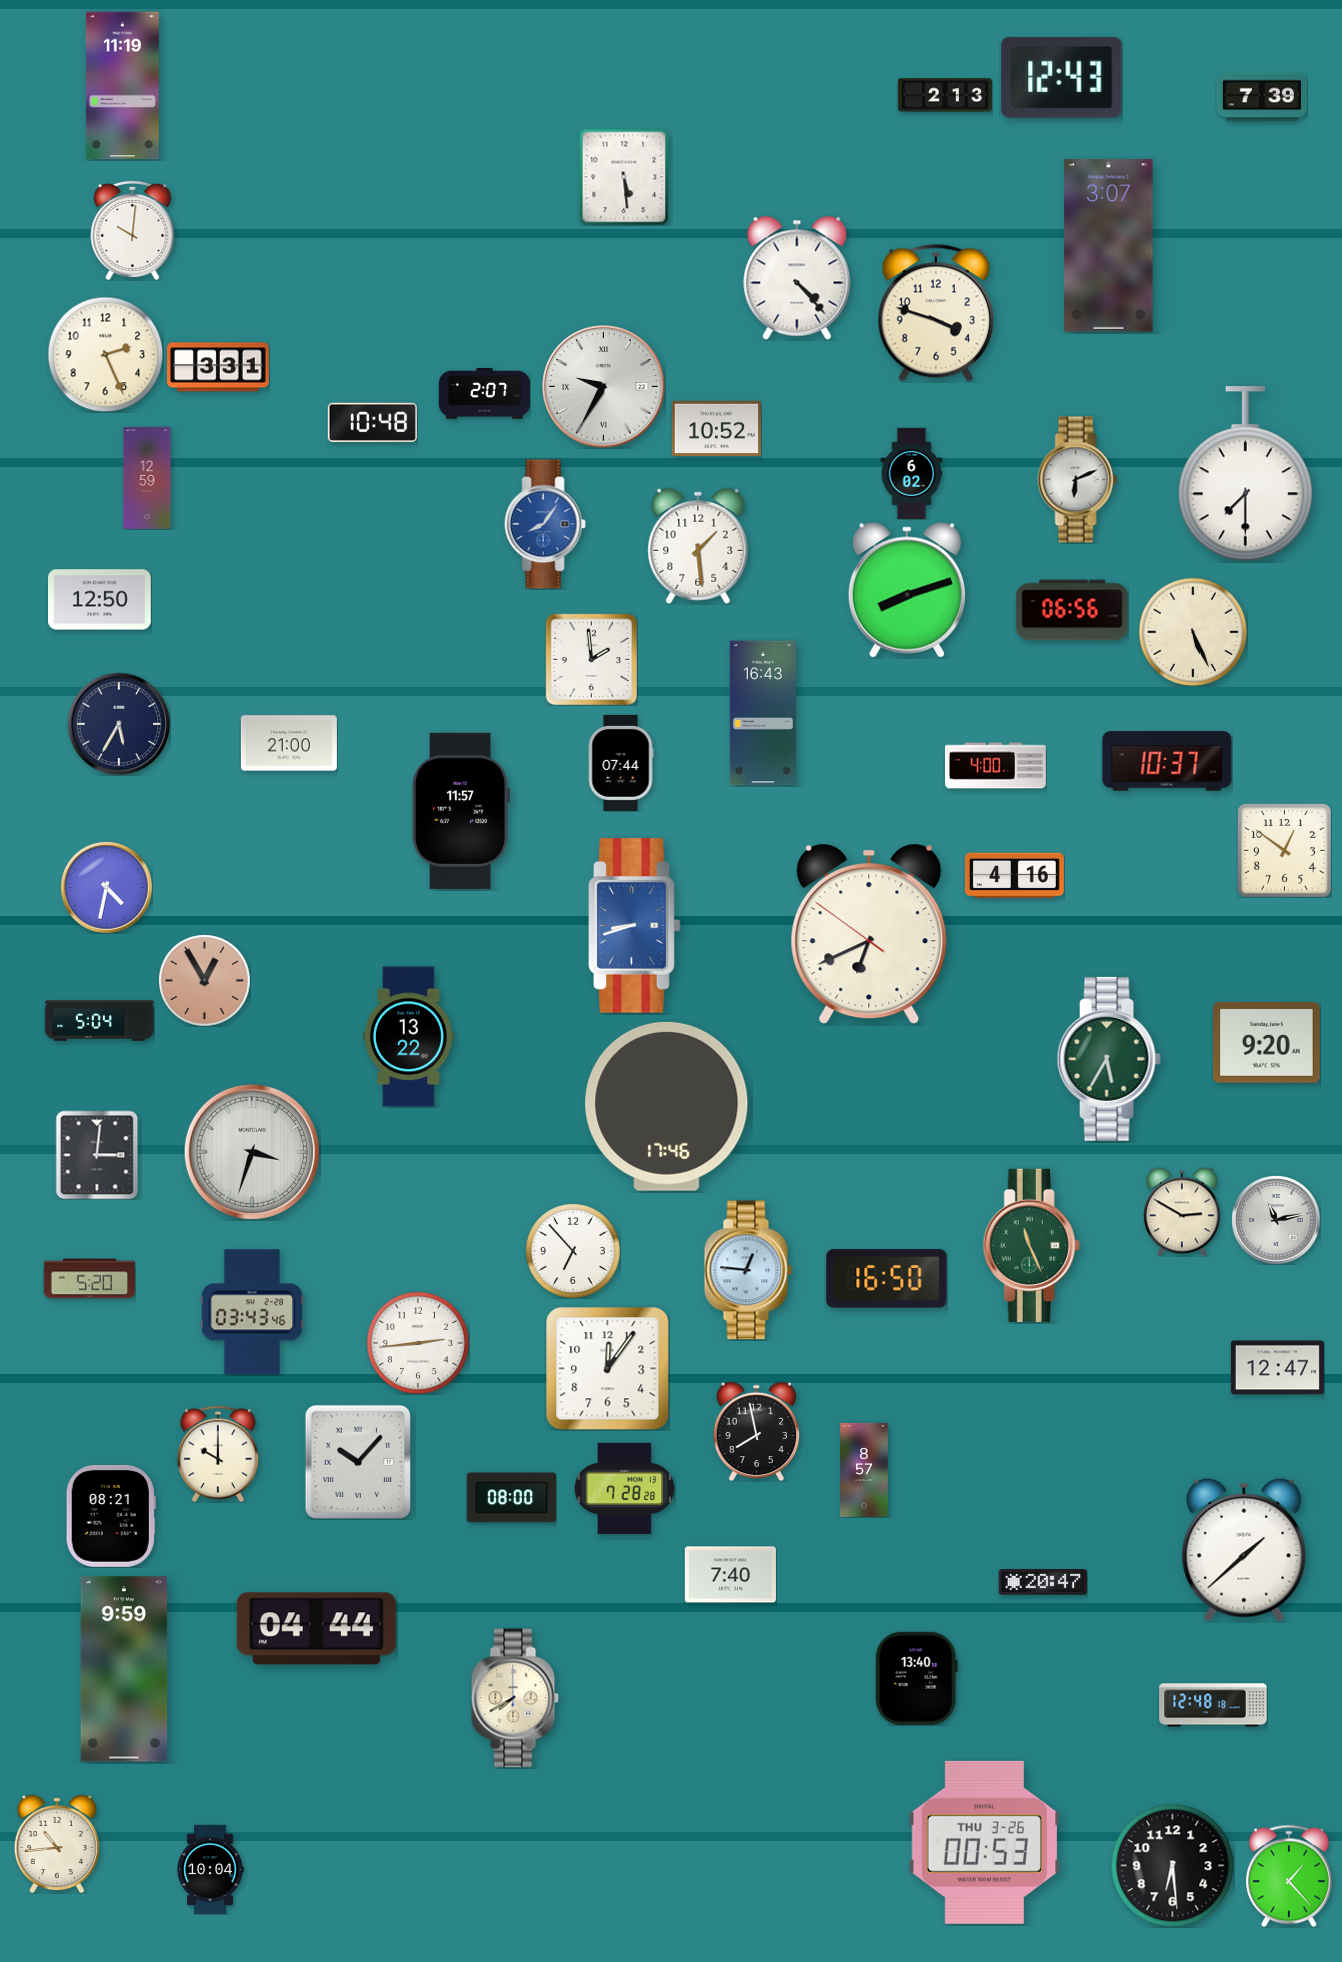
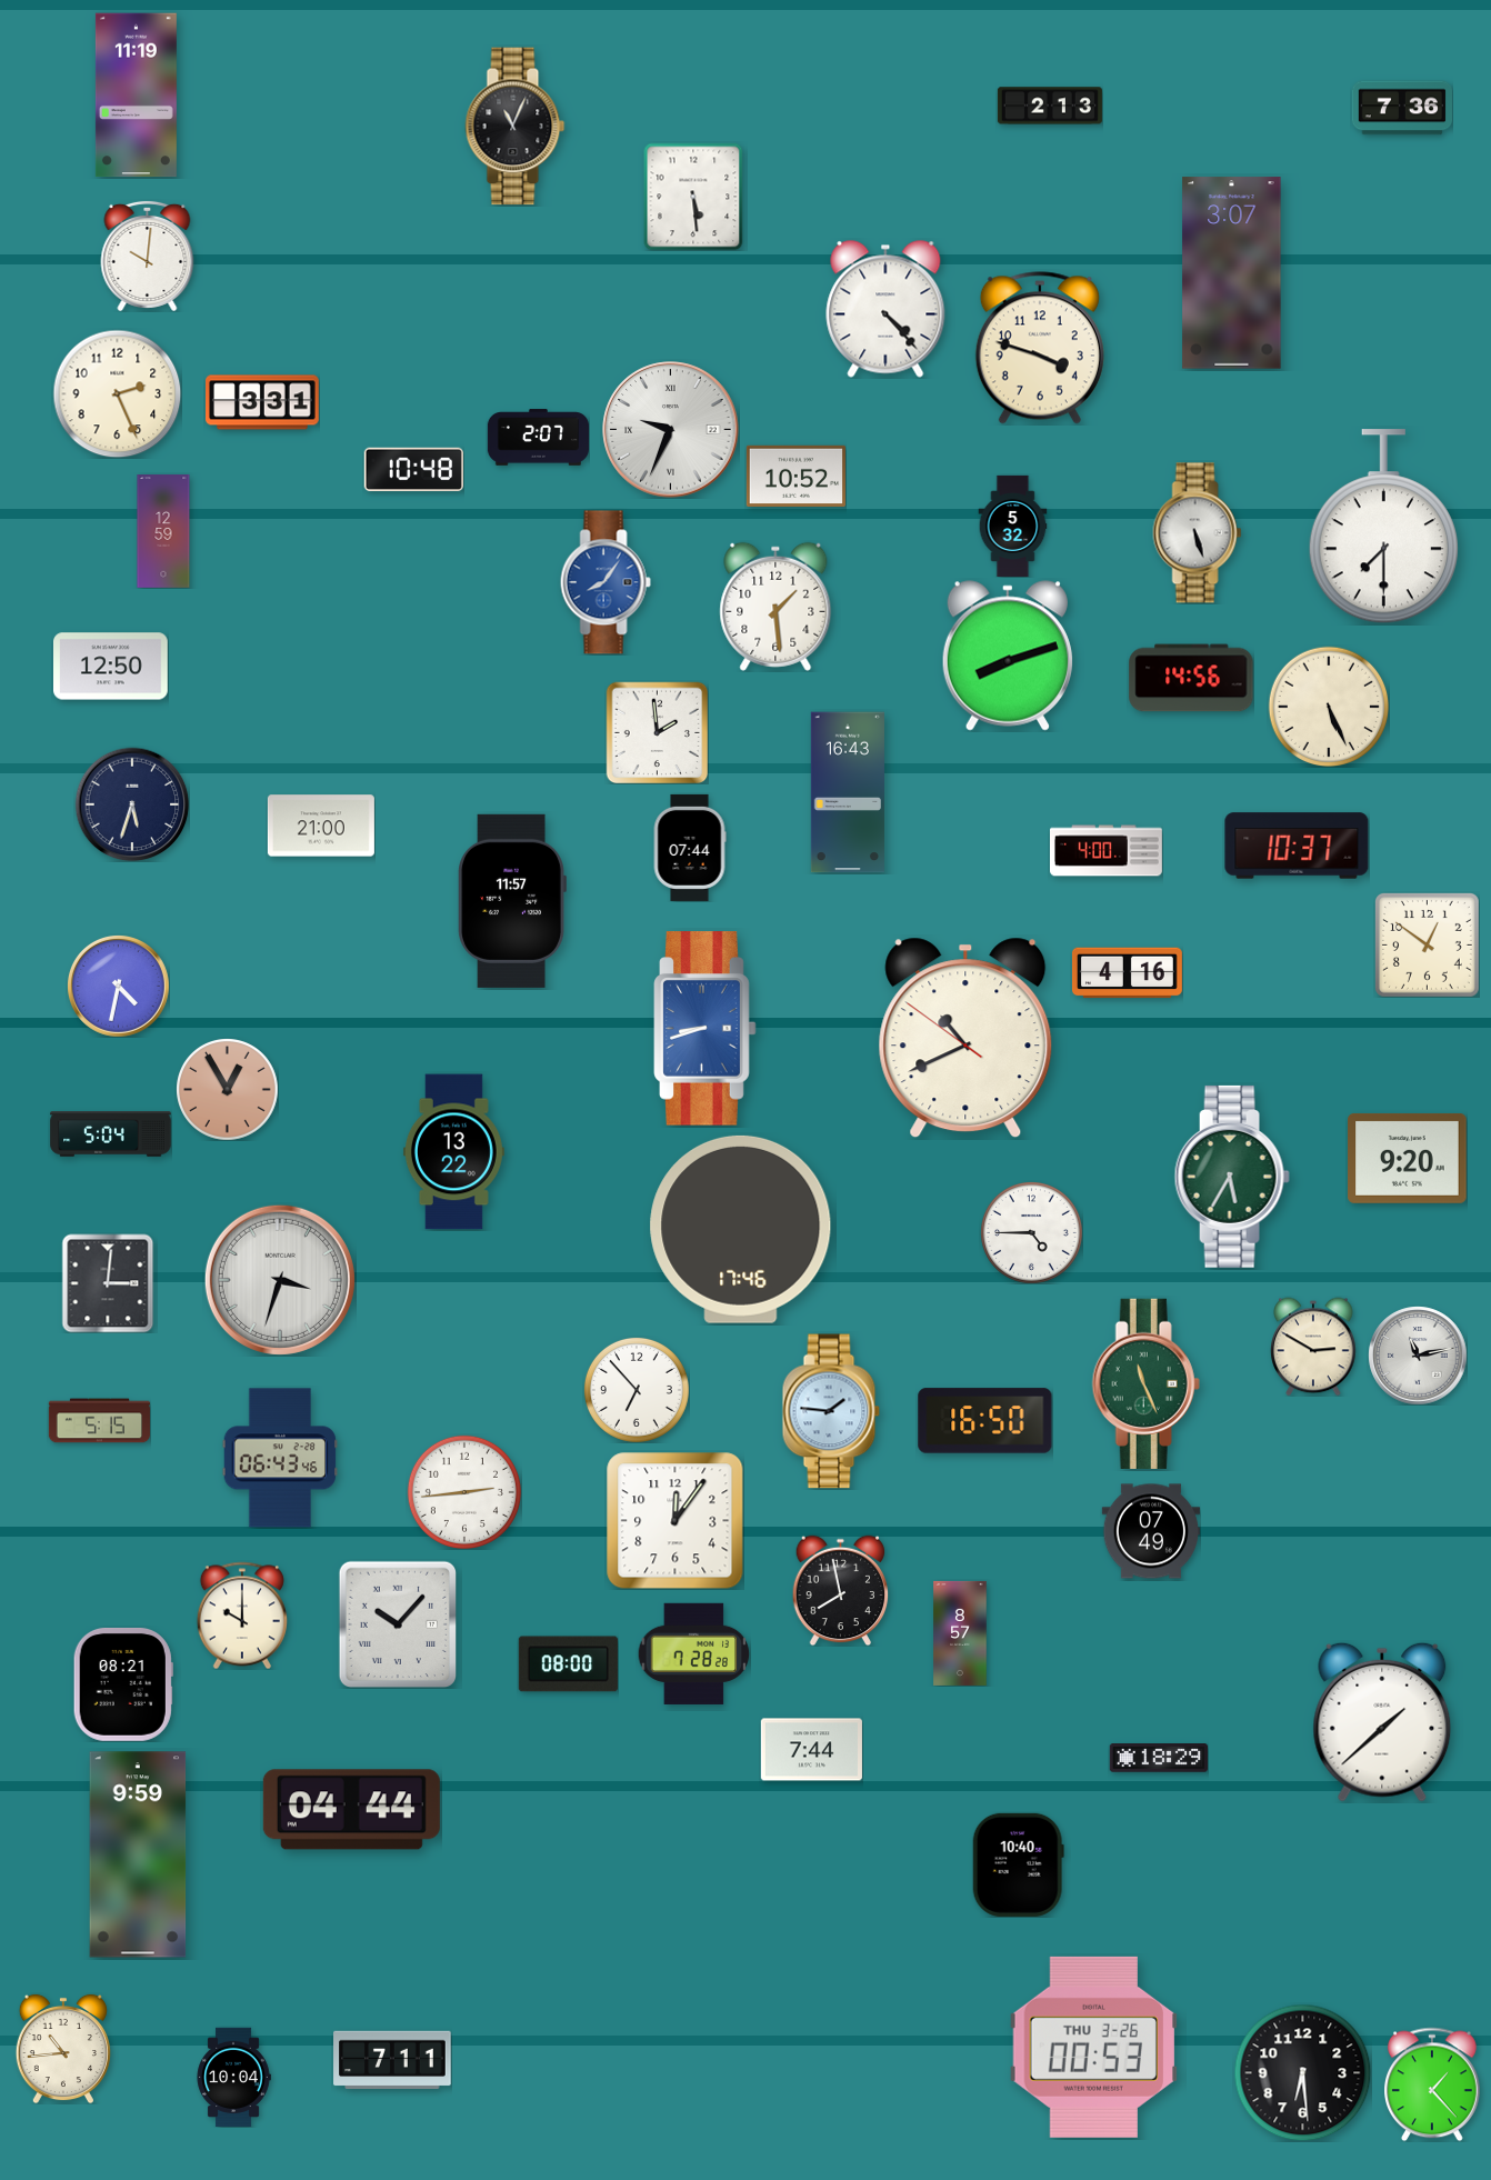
clock at (1062, 77): 12:43 -> none
clock at (1262, 97): 7:39 -> 7:36
clock at (516, 127): none -> 11:04
clock at (219, 367) position: (219, 367) -> (263, 402)
clock at (604, 387): 9:35 -> 9:34
clock at (912, 473): 6:02 -> 5:32
clock at (1078, 480): 6:11 -> 5:27
clock at (1072, 610): 06:56 -> 14:56
clock at (1193, 632) position: (1193, 632) -> (1329, 707)
clock at (119, 724): 5:35 -> 5:33
clock at (869, 934): 6:40 -> 10:40
clock at (1032, 1233): none -> 4:45
clock at (748, 1270): 12:46 -> 1:46
clock at (89, 1279): 5:20 -> 5:15
clock at (252, 1312): 03:43 -> 06:43
clock at (1277, 1368): 12:47 -> none
clock at (1150, 1531): none -> 07:49
clock at (730, 1575): 7:40 -> 7:44
clock at (1042, 1582): 20:47 -> 18:29
clock at (916, 1678): 13:40 -> 10:40
clock at (515, 1698): 7:40 -> none
clock at (1213, 1705): 12:48 -> none
clock at (392, 2060): none -> 7:11
